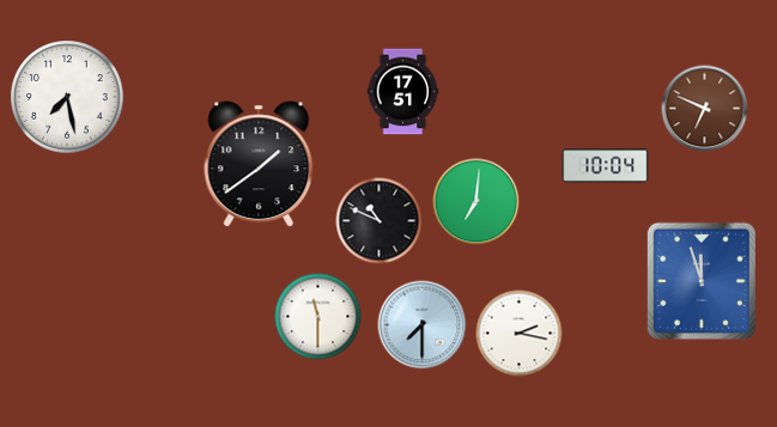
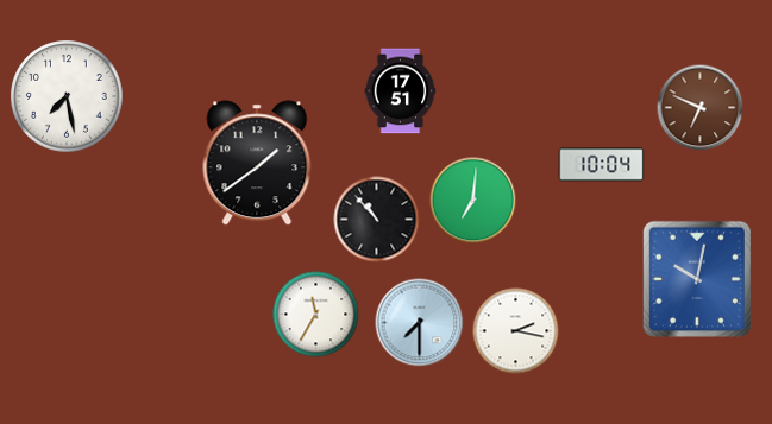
clock at (380, 221): 10:49 -> 10:53
clock at (702, 281): 11:57 -> 10:02
clock at (318, 317): 11:30 -> 11:35
